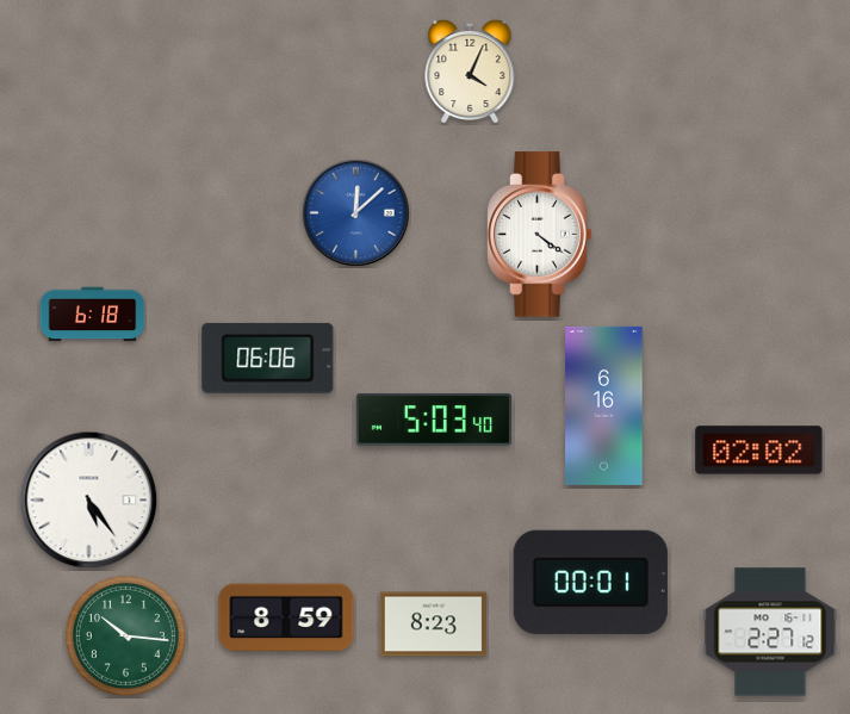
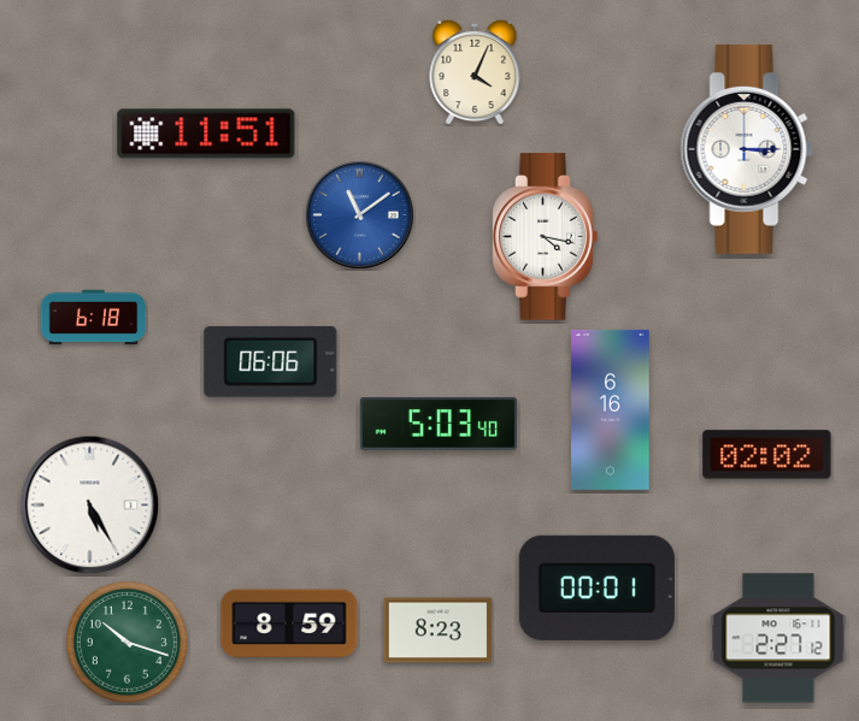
clock at (206, 134): none -> 11:51
clock at (747, 149): none -> 3:15
clock at (356, 213): 12:08 -> 11:09
clock at (540, 235): 4:21 -> 4:17
clock at (89, 501): 5:24 -> 5:25
clock at (125, 635): 10:16 -> 10:18
